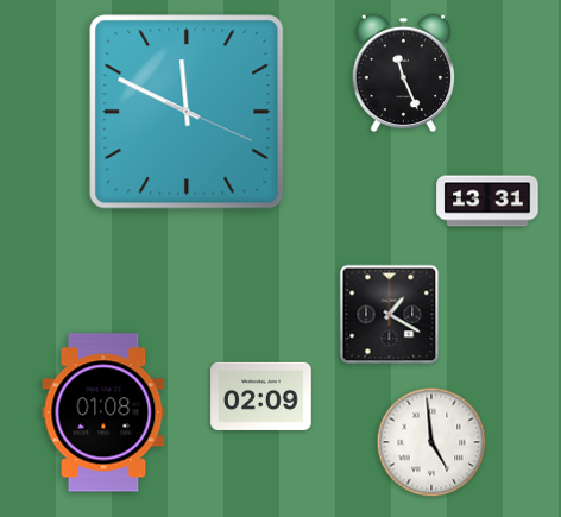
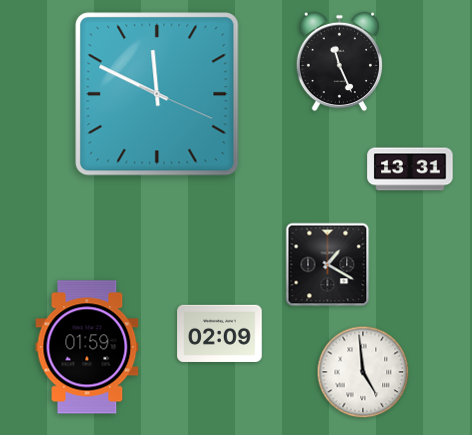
clock at (103, 412): 01:08 -> 01:59
